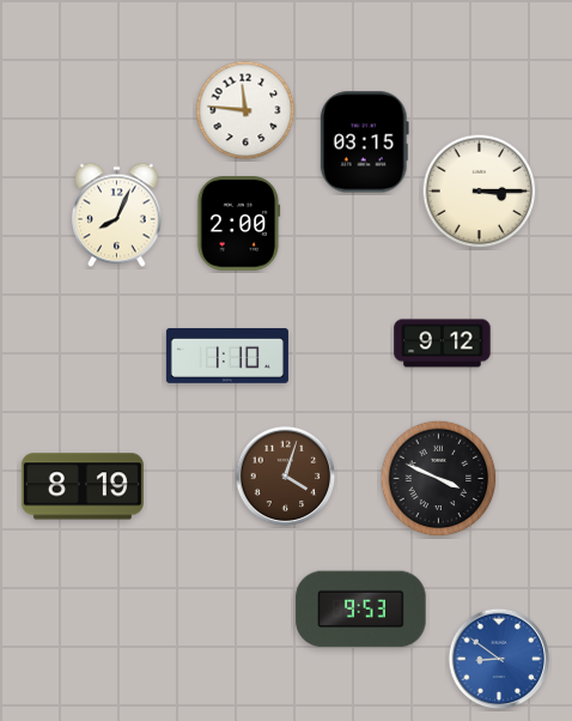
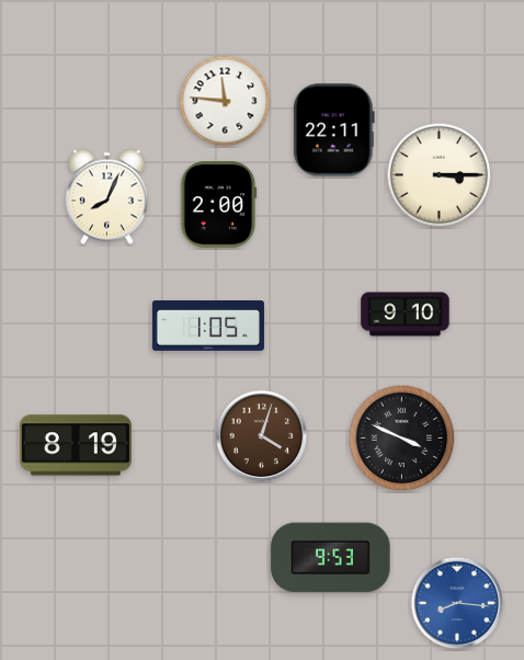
clock at (364, 143): 03:15 -> 22:11
clock at (443, 344): 9:12 -> 9:10
clock at (227, 357): 1:10 -> 1:05
clock at (499, 659): 8:51 -> 8:16
